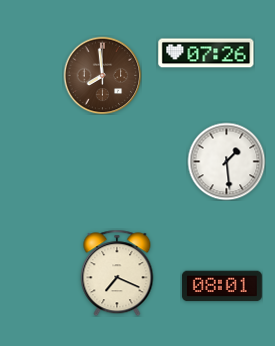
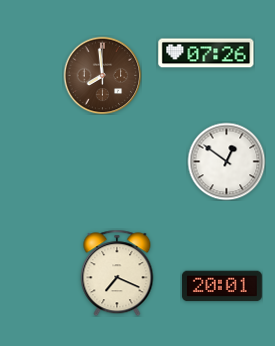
clock at (226, 161): 1:29 -> 12:51
clock at (222, 286): 08:01 -> 20:01
